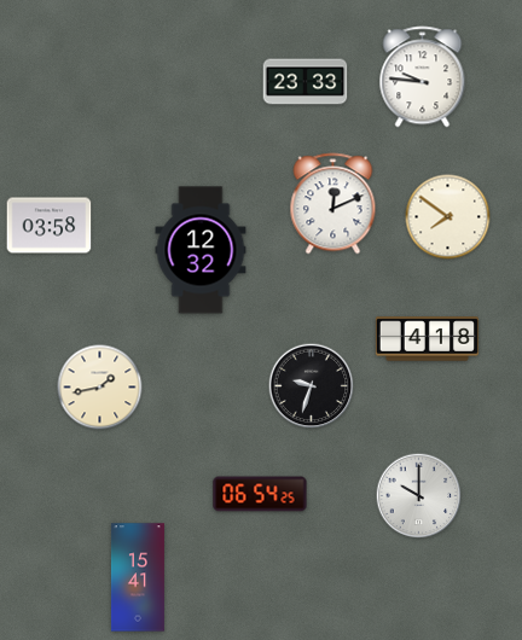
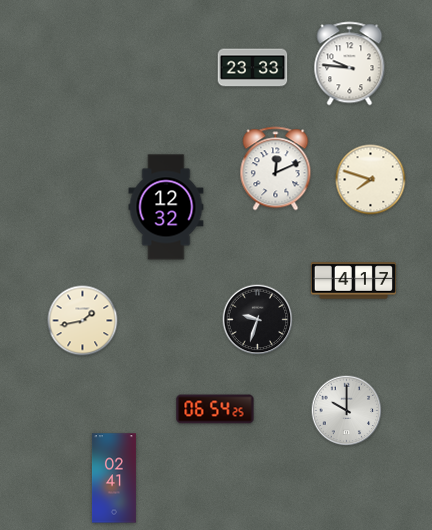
clock at (448, 217): 7:51 -> 7:48
clock at (50, 226): 03:58 -> none
clock at (427, 339): 4:18 -> 4:17
clock at (138, 577): 15:41 -> 02:41
